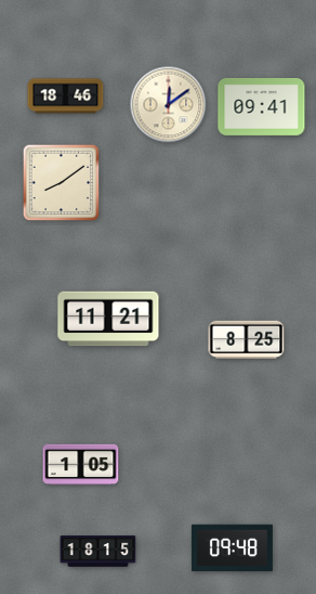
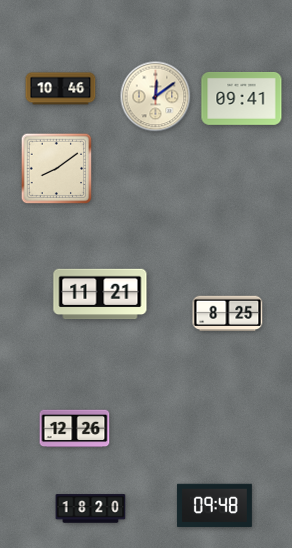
clock at (66, 96): 18:46 -> 10:46
clock at (81, 465): 1:05 -> 12:26
clock at (98, 552): 18:15 -> 18:20
